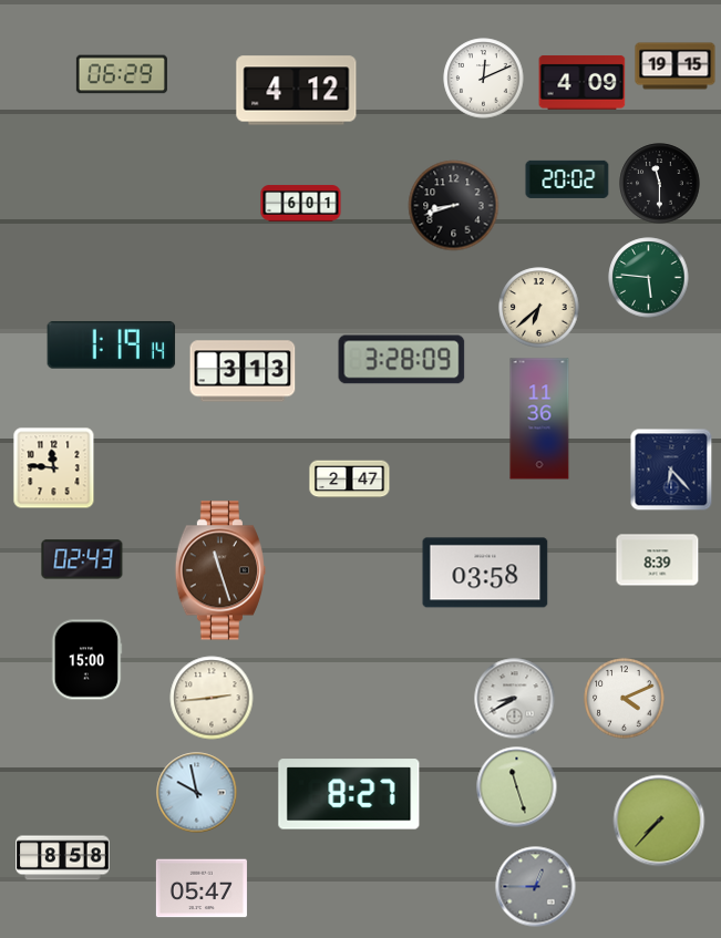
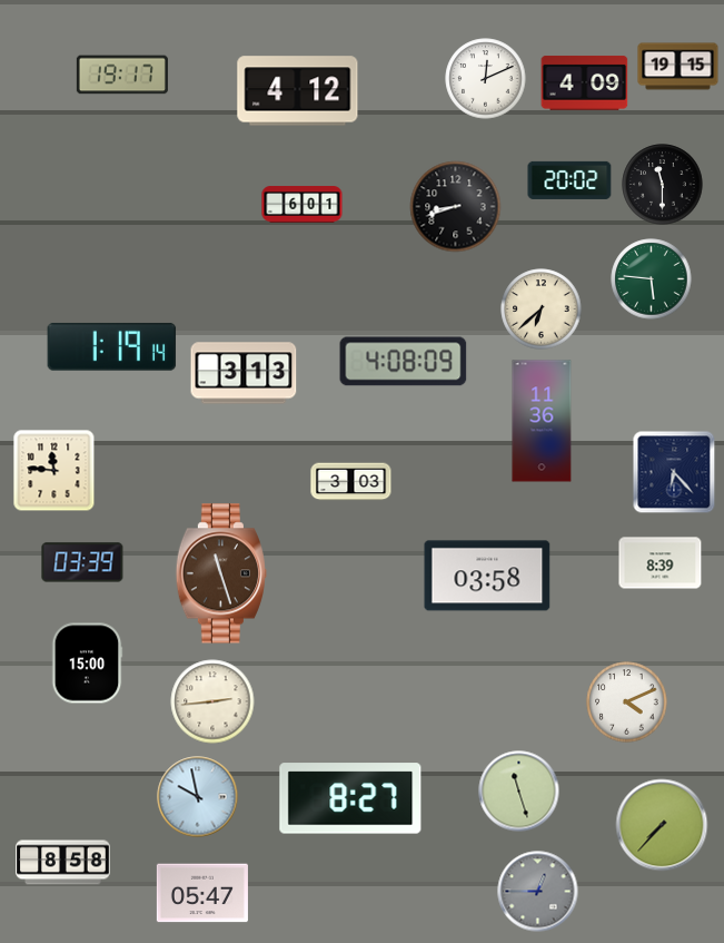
clock at (122, 74): 06:29 -> 19:17
clock at (402, 360): 3:28 -> 4:08
clock at (350, 480): 2:47 -> 3:03
clock at (82, 559): 02:43 -> 03:39
clock at (515, 699): 8:40 -> none
